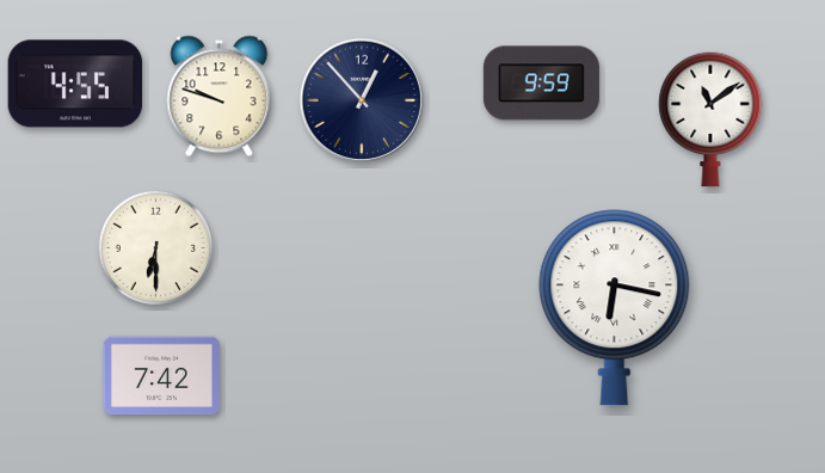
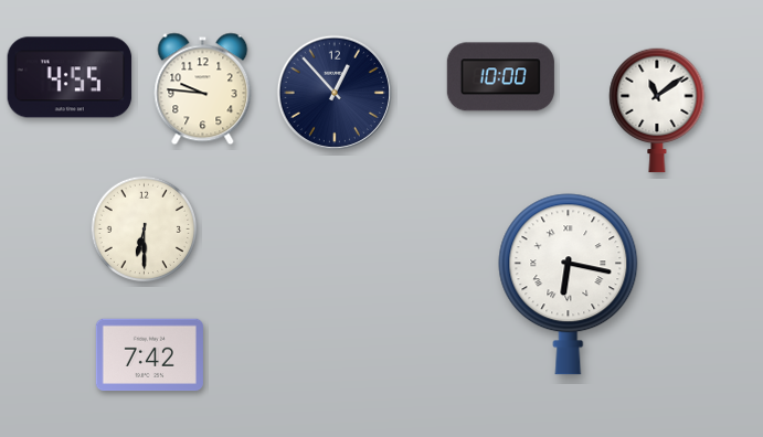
clock at (541, 84): 9:59 -> 10:00
clock at (220, 97): 9:48 -> 9:46
clock at (161, 376) position: (161, 376) -> (149, 355)
